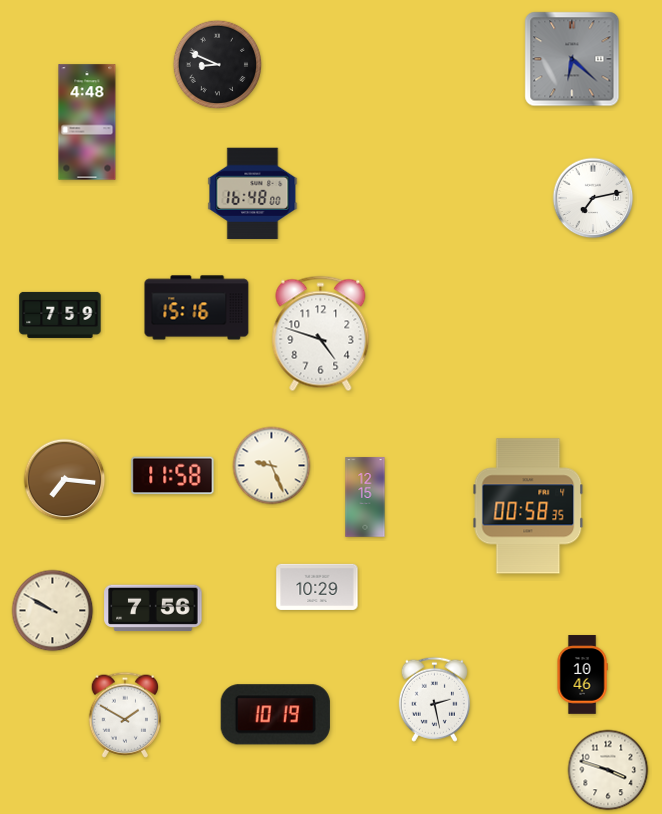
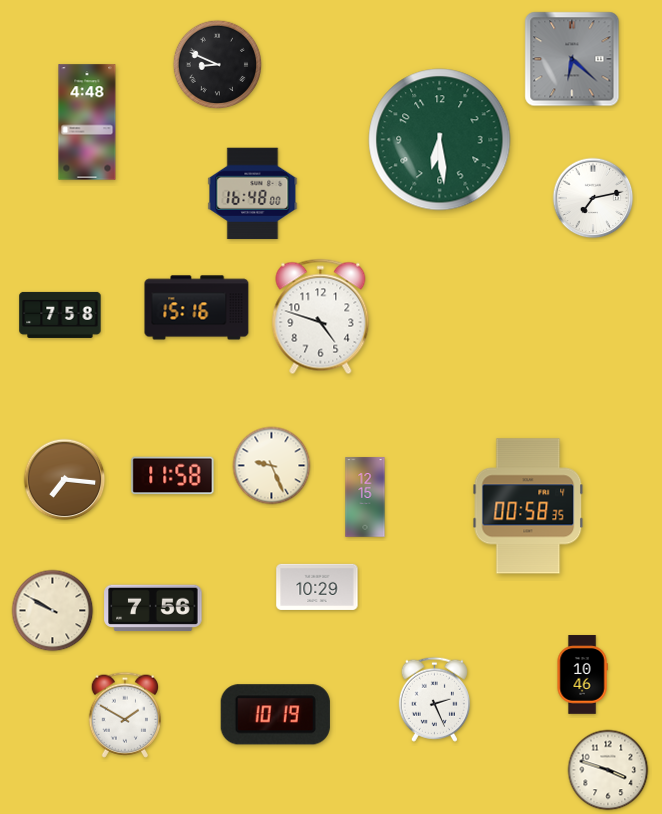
clock at (440, 140): none -> 6:29
clock at (60, 315): 7:59 -> 7:58
clock at (321, 334) position: (321, 334) -> (321, 317)
clock at (434, 699): 2:28 -> 2:26
